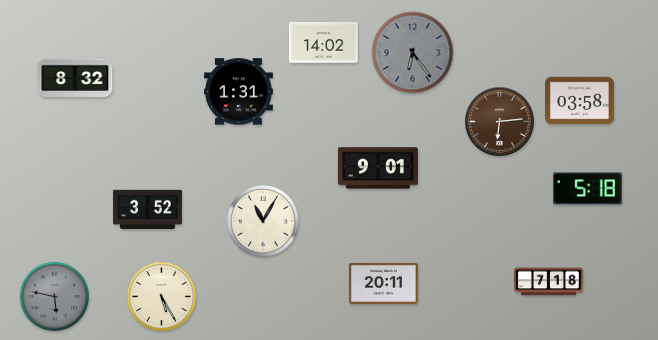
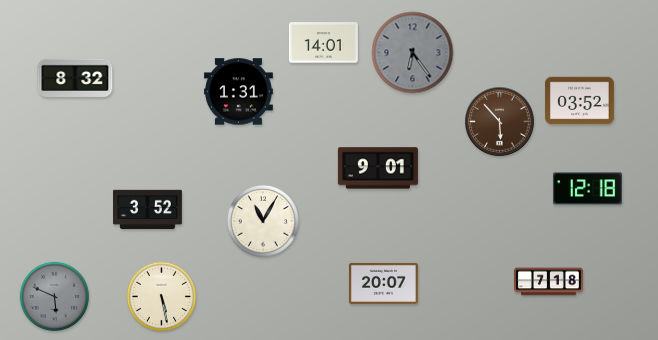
clock at (323, 43): 14:02 -> 14:01
clock at (580, 101): 03:58 -> 03:52
clock at (500, 122): 6:14 -> 5:53
clock at (587, 189): 5:18 -> 12:18
clock at (383, 283): 20:11 -> 20:07
clock at (54, 296): 5:47 -> 5:49
clock at (161, 296): 5:25 -> 5:28
